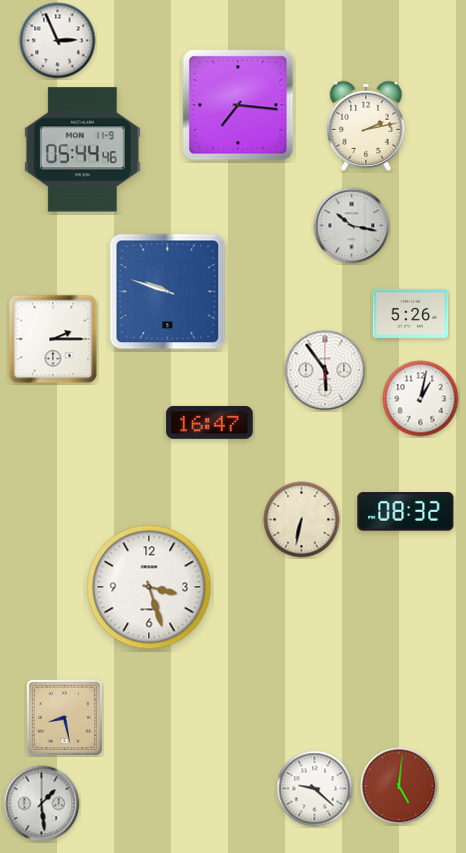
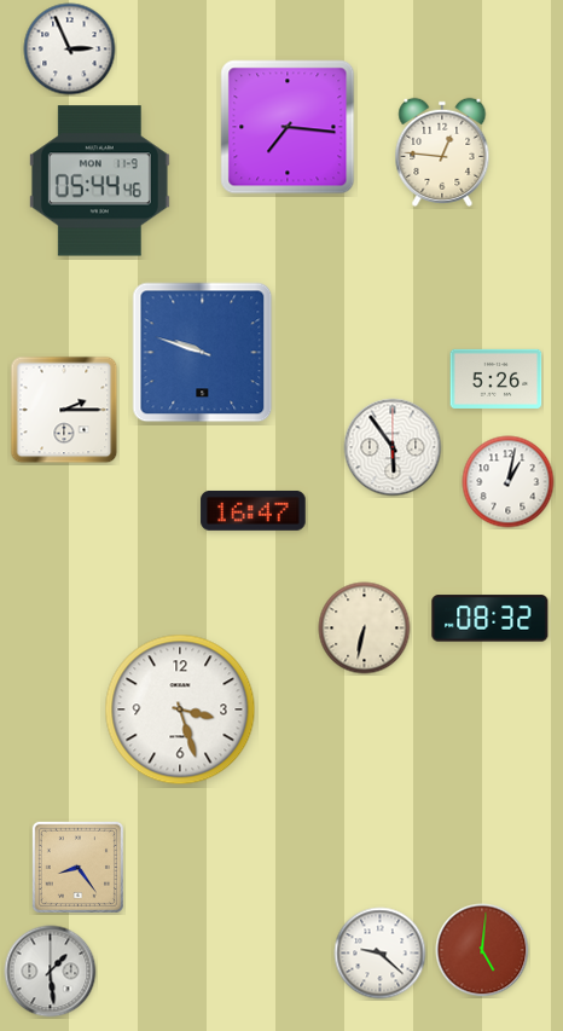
clock at (366, 126): 2:13 -> 12:46
clock at (352, 226): 10:17 -> none
clock at (64, 717): 8:28 -> 8:24
